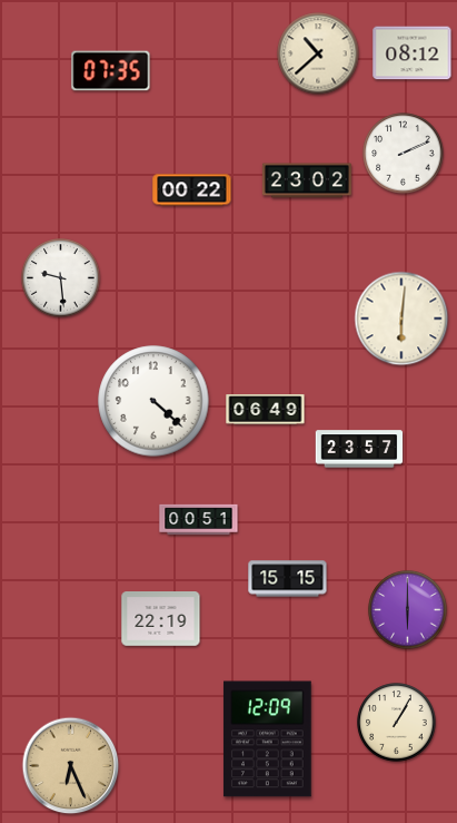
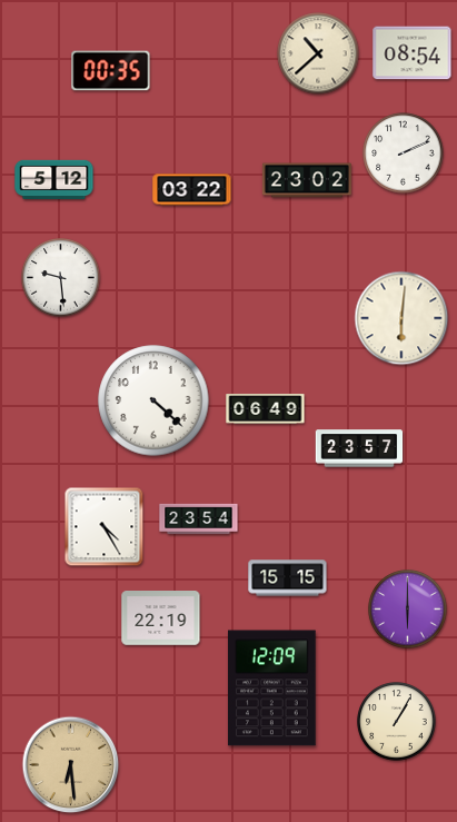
clock at (413, 53): 08:12 -> 08:54
clock at (111, 71): 07:35 -> 00:35
clock at (54, 180): none -> 5:12
clock at (192, 190): 00:22 -> 03:22
clock at (199, 520): 00:51 -> 23:54
clock at (105, 527): none -> 4:25
clock at (268, 739) position: (268, 739) -> (272, 689)
clock at (71, 766): 6:26 -> 6:29
